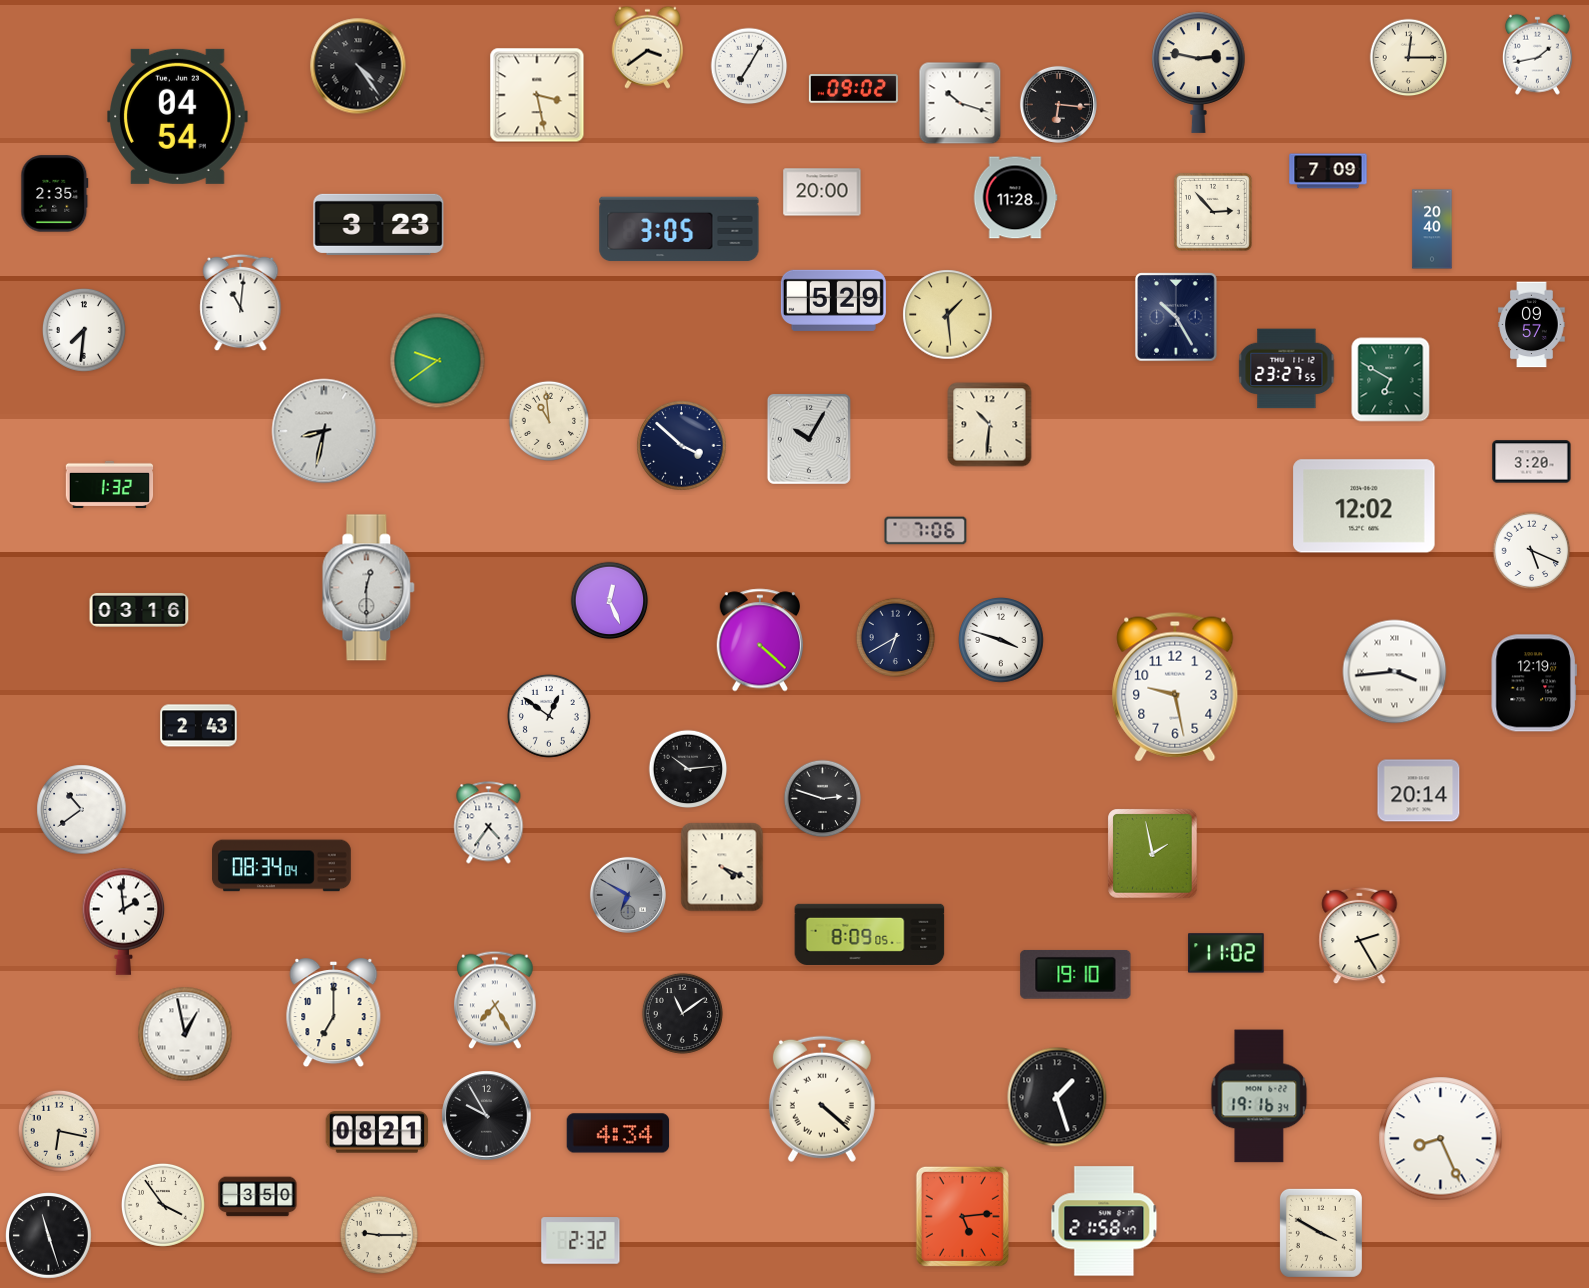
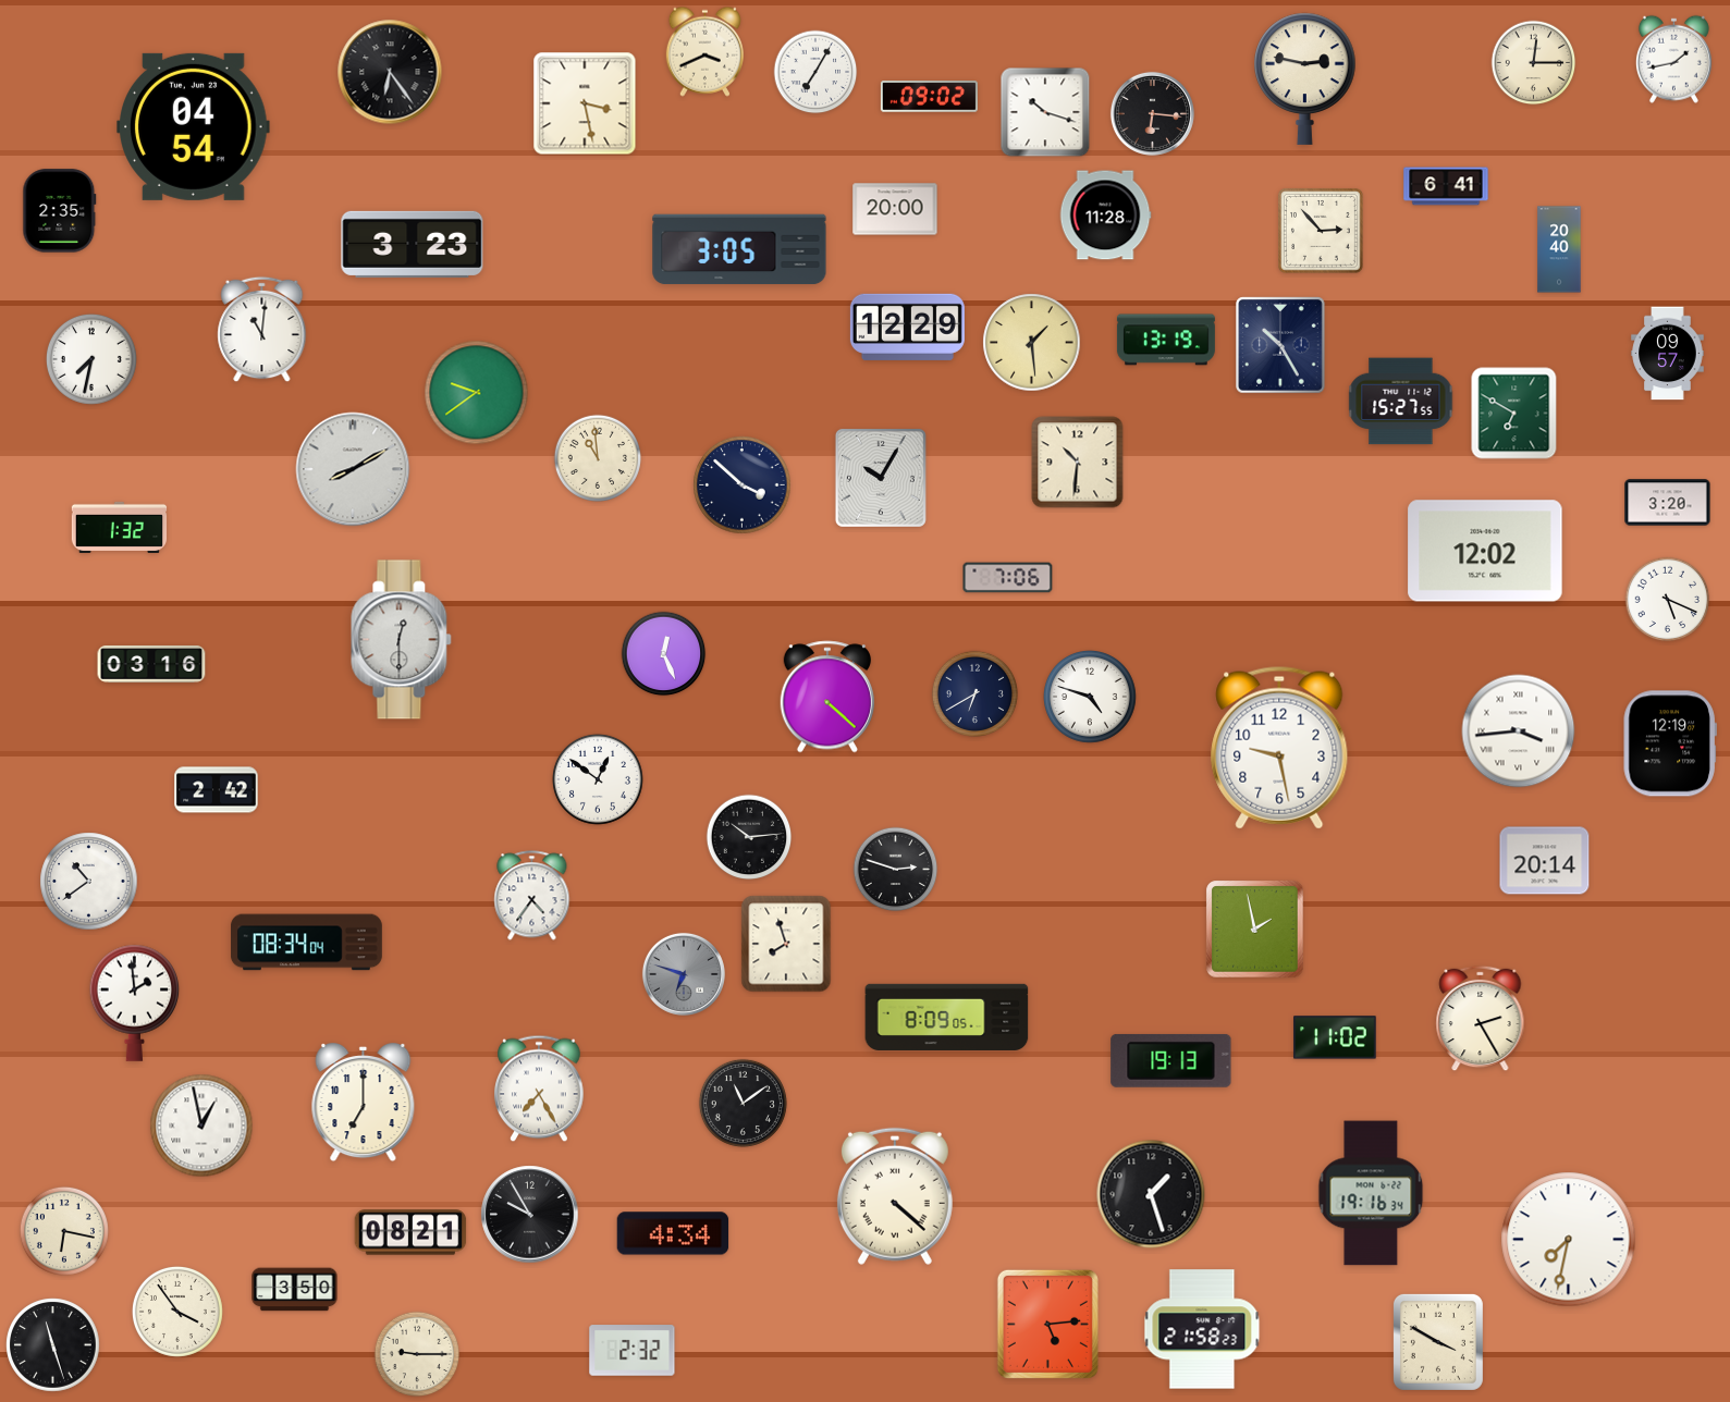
clock at (647, 47): 3:39 -> 3:41
clock at (358, 66): 4:24 -> 6:24
clock at (1328, 171): 7:09 -> 6:41
clock at (833, 300): 5:29 -> 12:29
clock at (1166, 340): none -> 13:19
clock at (84, 330): 7:31 -> 7:32
clock at (1287, 369): 23:27 -> 15:27
clock at (324, 431): 8:32 -> 8:10
clock at (1002, 641): 3:48 -> 4:48
clock at (199, 726): 2:43 -> 2:42
clock at (722, 867): 4:19 -> 7:57
clock at (628, 895): 6:50 -> 6:48
clock at (1076, 974): 19:10 -> 19:13
clock at (1441, 1139): 8:26 -> 7:32
clock at (258, 1197) position: (258, 1197) -> (295, 1290)
clock at (1104, 1221): 21:58:47 -> 21:58:23
clock at (379, 1235) position: (379, 1235) -> (417, 1354)
